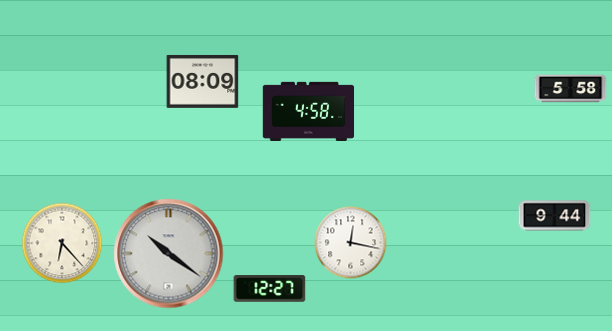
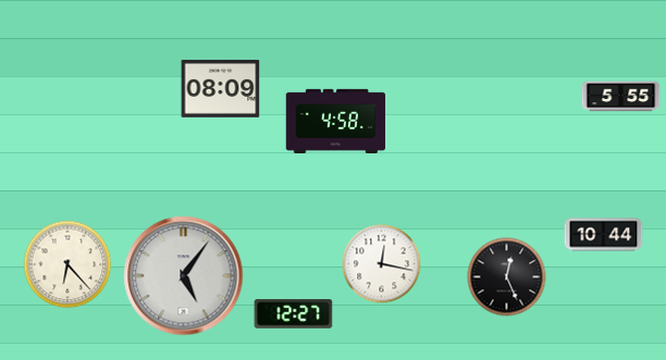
clock at (571, 89): 5:58 -> 5:55
clock at (555, 216): 9:44 -> 10:44
clock at (169, 254): 10:21 -> 5:06
clock at (507, 277): none -> 12:26
